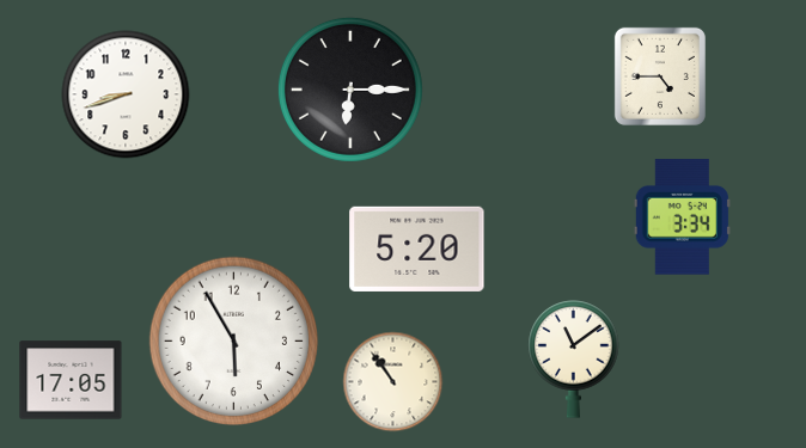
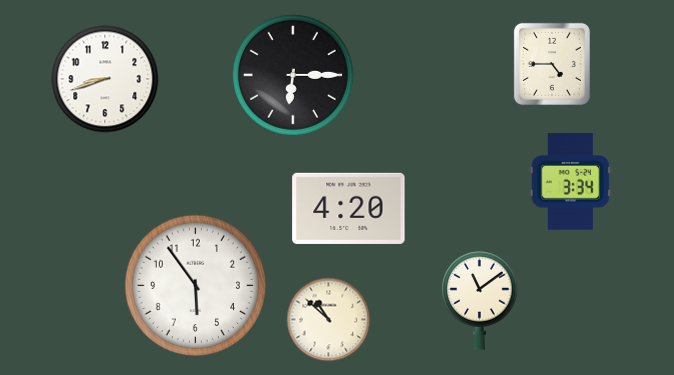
clock at (417, 248): 5:20 -> 4:20
clock at (234, 342): 5:55 -> 5:54
clock at (71, 380): 17:05 -> none
clock at (393, 382): 10:54 -> 10:52
